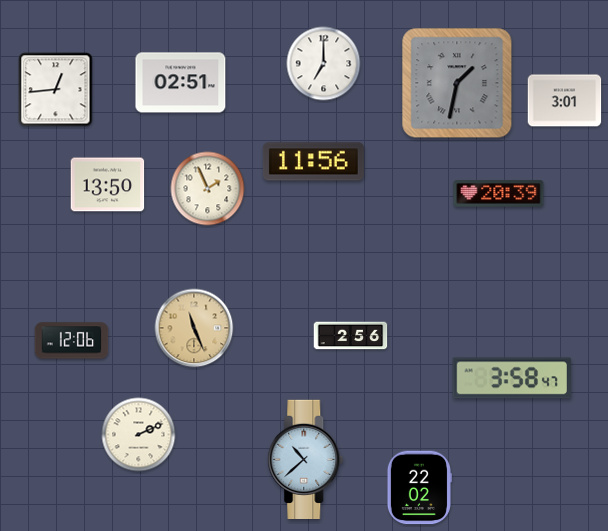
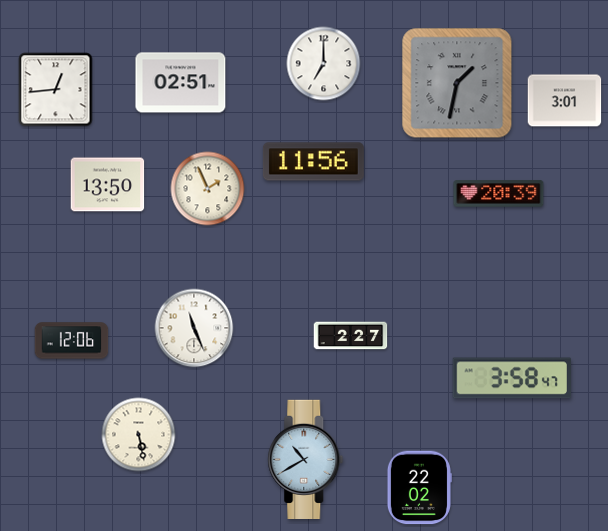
clock at (194, 328) dial: champagne -> white
clock at (351, 336): 2:56 -> 2:27
clock at (139, 435): 2:11 -> 5:28
clock at (306, 459): 10:38 -> 10:40
